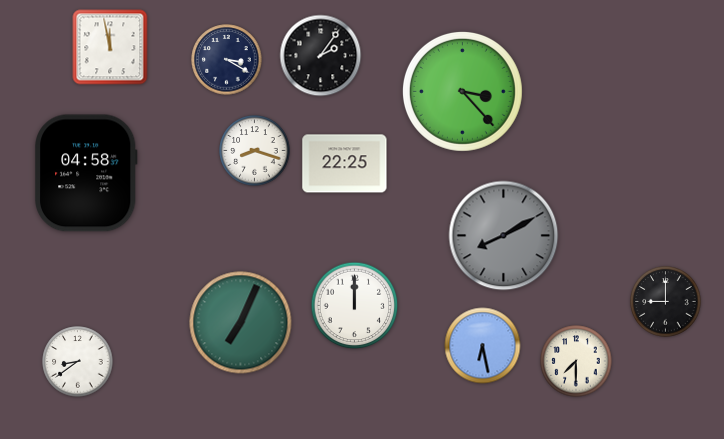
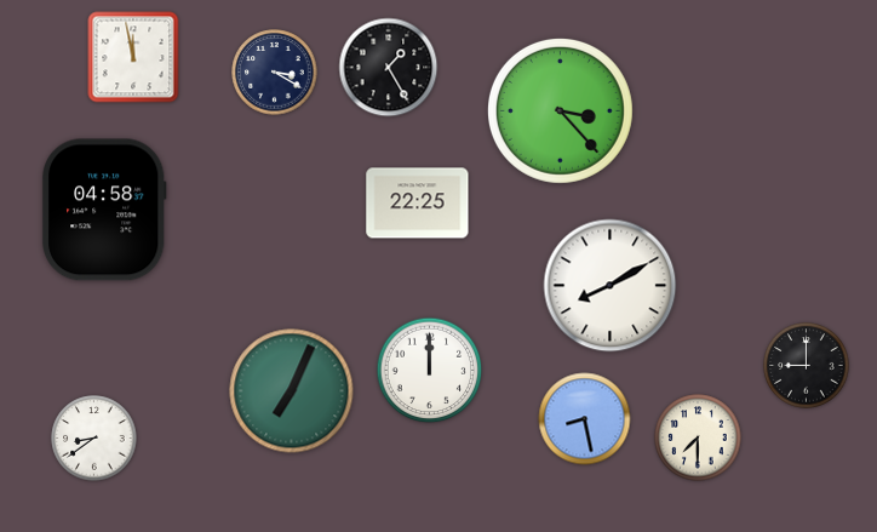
clock at (321, 56): 2:06 -> 1:25
clock at (255, 151): 8:18 -> none
clock at (345, 164) position: (345, 164) -> (418, 204)
clock at (504, 236) dial: grey -> white
clock at (483, 346): 6:28 -> 8:28
